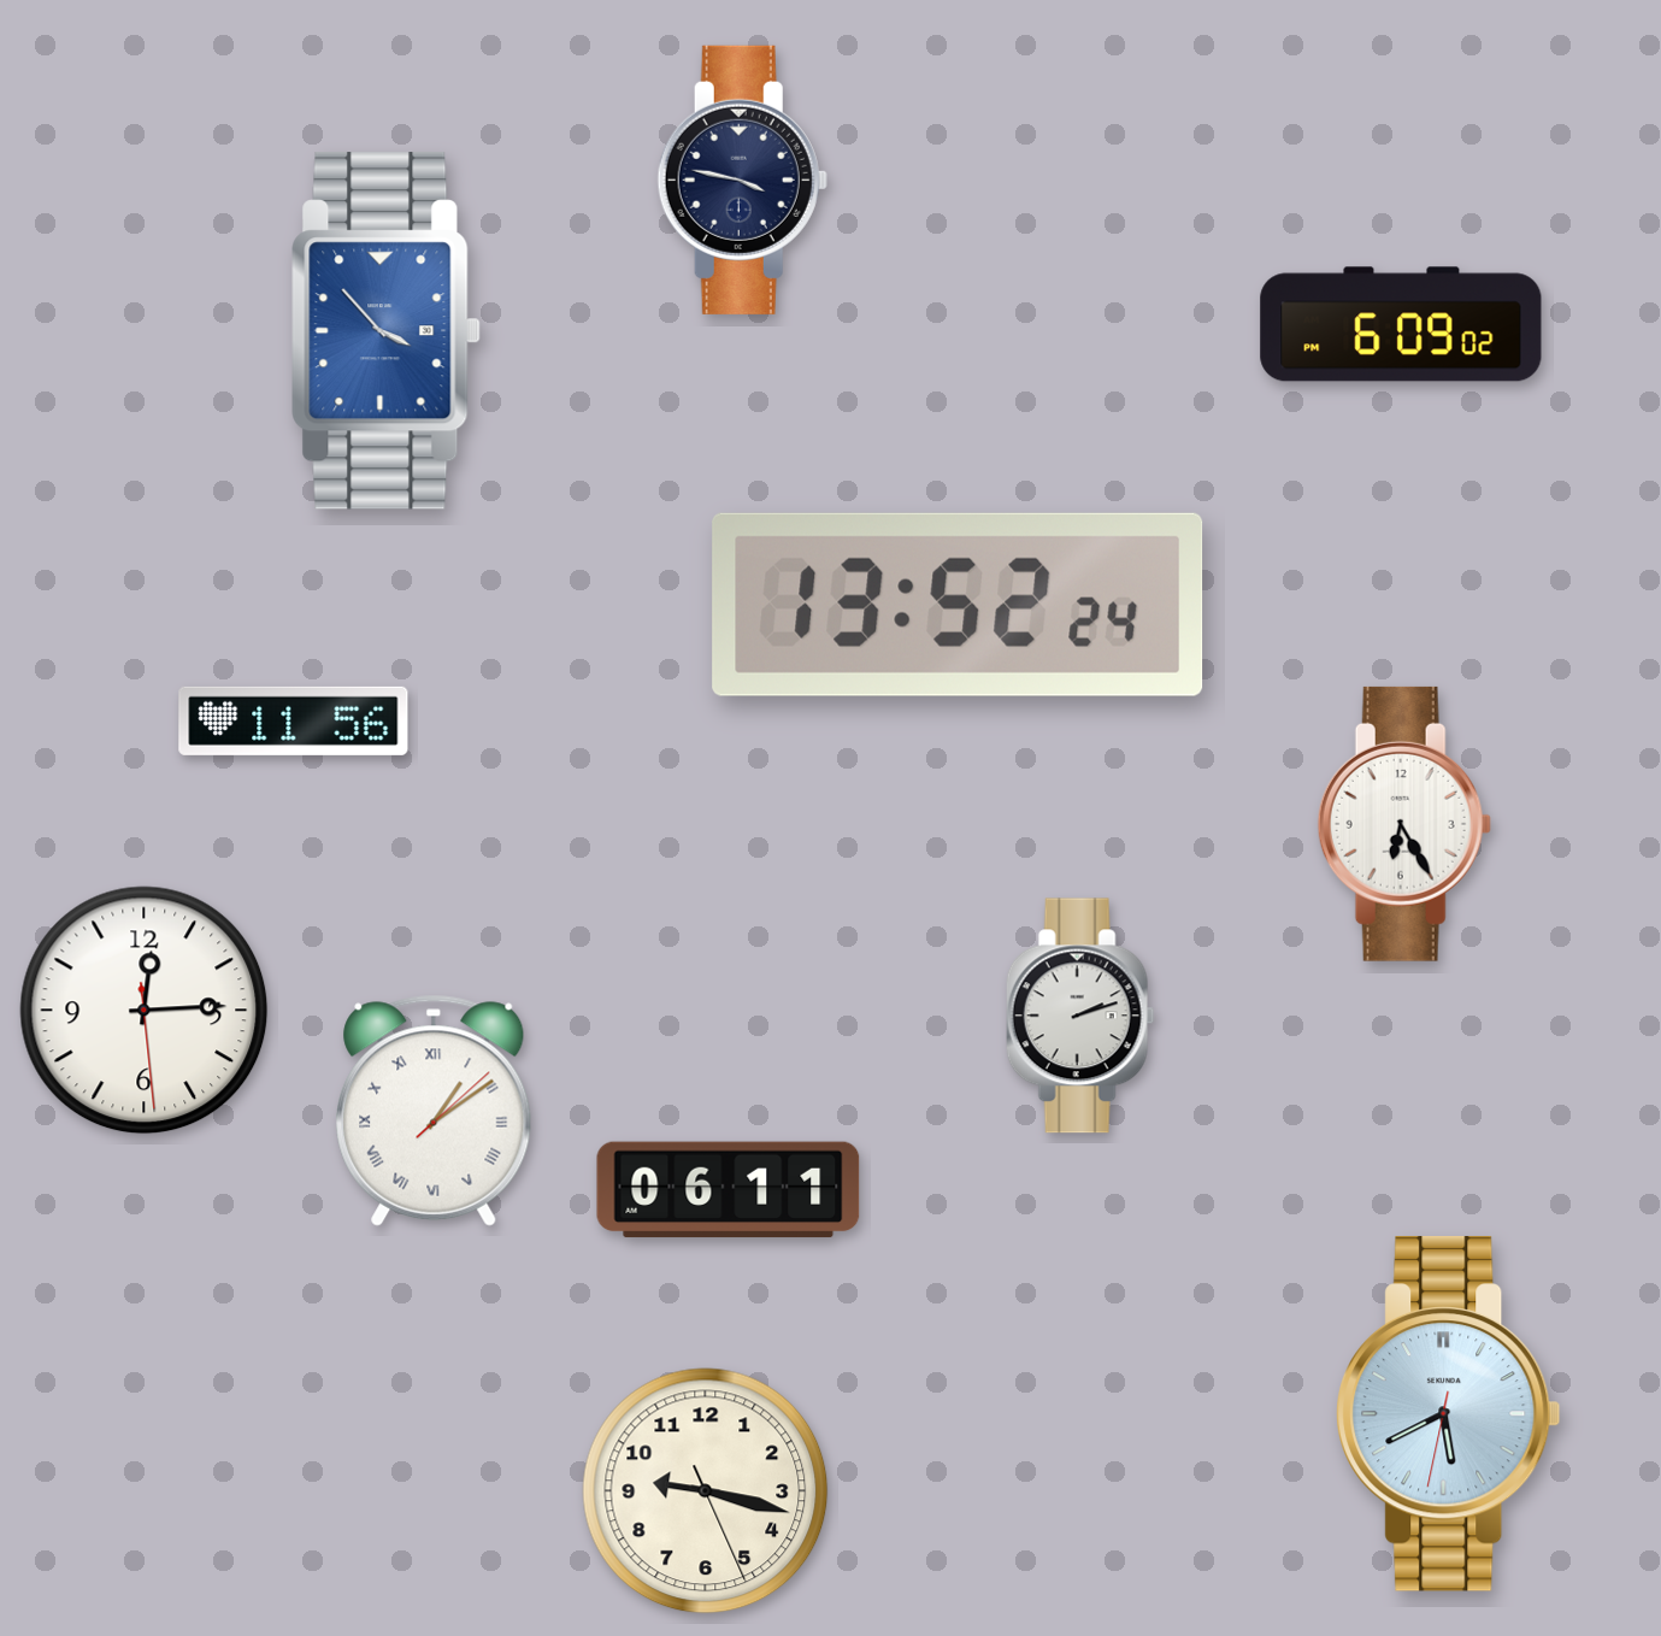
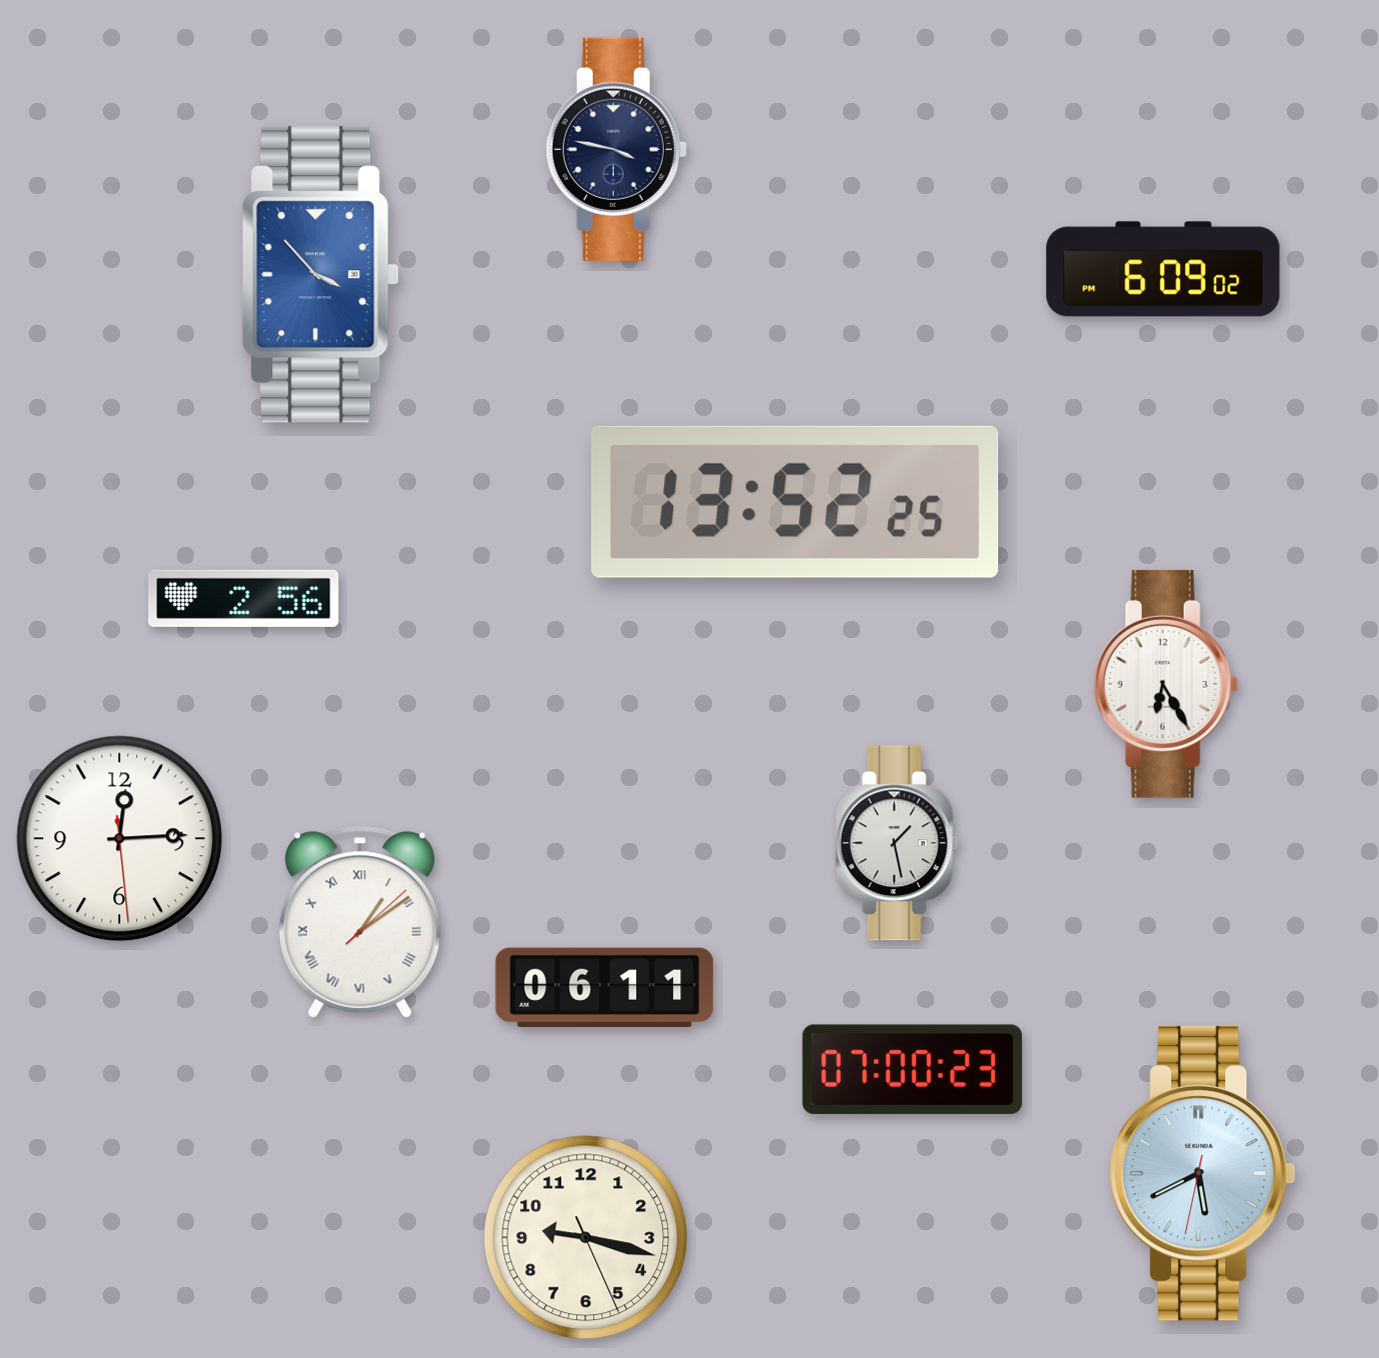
clock at (958, 605): 13:52:24 -> 13:52:25
clock at (294, 720): 11:56 -> 2:56
clock at (1080, 1016): 2:12 -> 1:28
clock at (912, 1069): none -> 07:00
